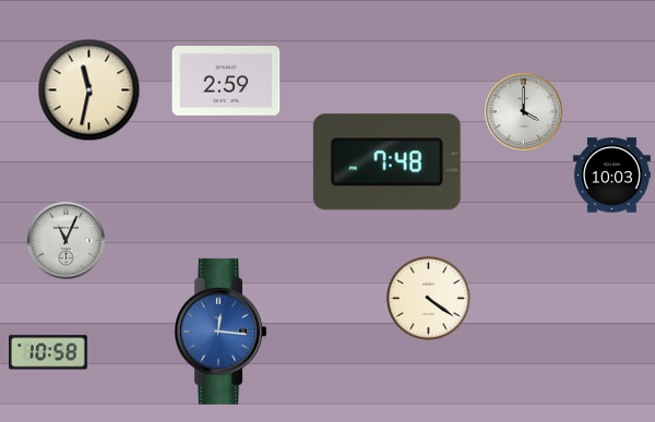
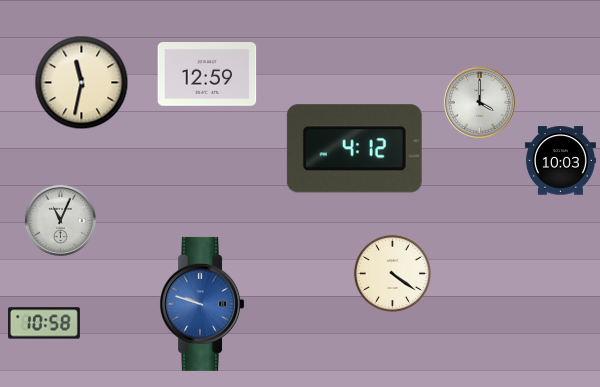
clock at (226, 82): 2:59 -> 12:59
clock at (386, 162): 7:48 -> 4:12
clock at (221, 331): 12:16 -> 9:48
